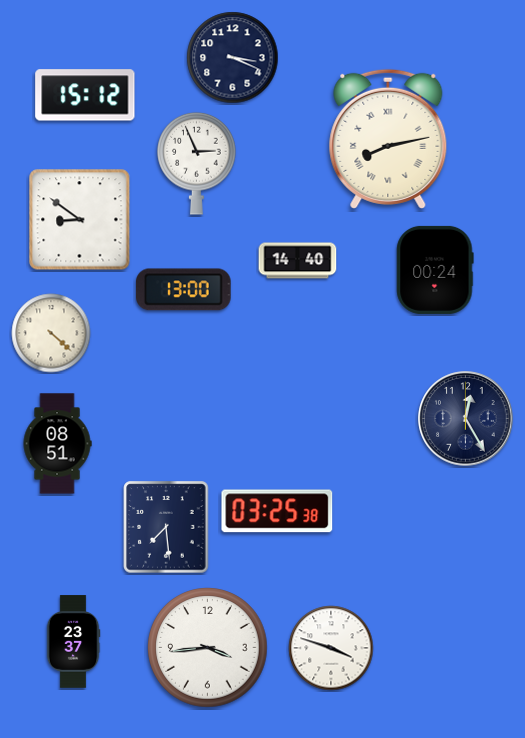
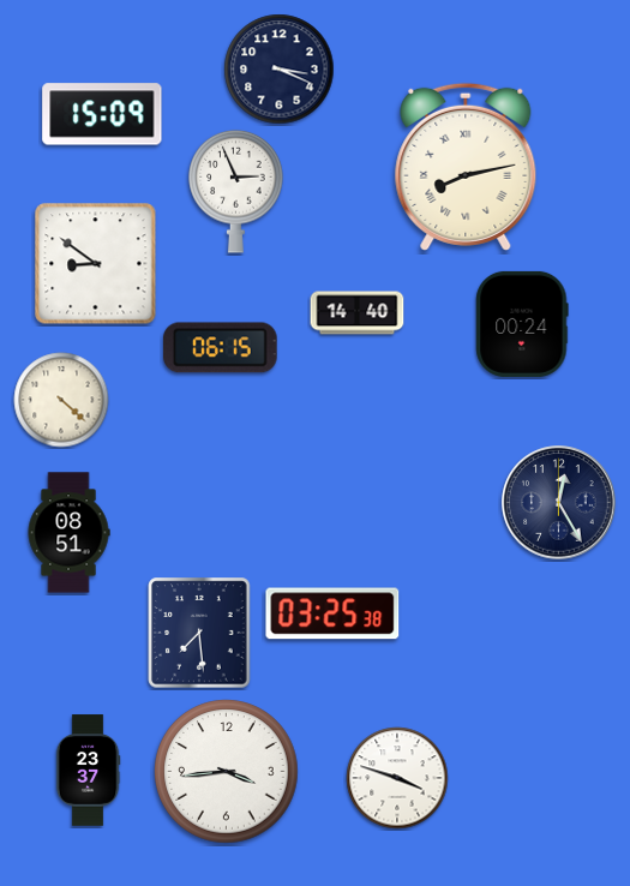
clock at (85, 95): 15:12 -> 15:09
clock at (197, 163) position: (197, 163) -> (236, 191)
clock at (184, 290): 13:00 -> 06:15
clock at (208, 648) position: (208, 648) -> (227, 772)
